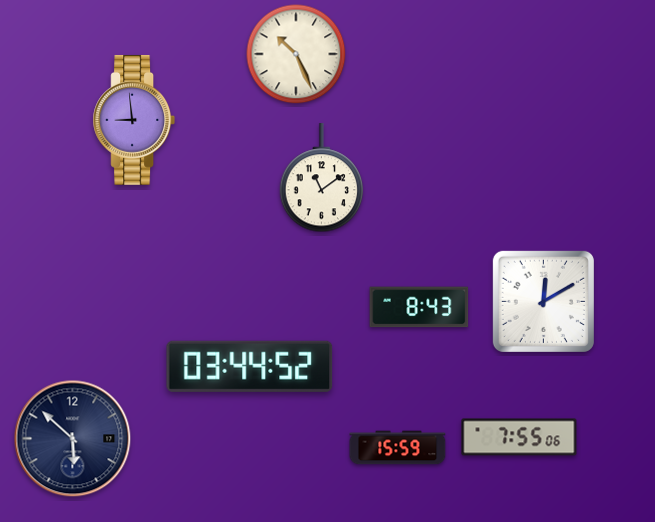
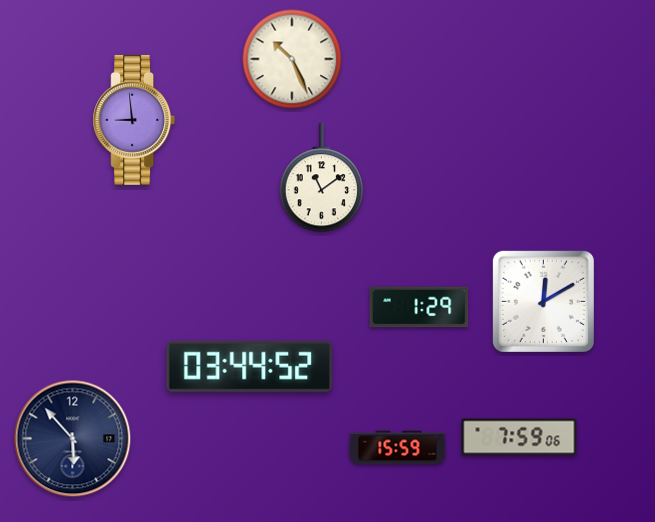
clock at (296, 54) position: (296, 54) -> (292, 59)
clock at (419, 307): 8:43 -> 1:29
clock at (519, 437): 7:55 -> 7:59
clock at (73, 439): 5:52 -> 5:53
